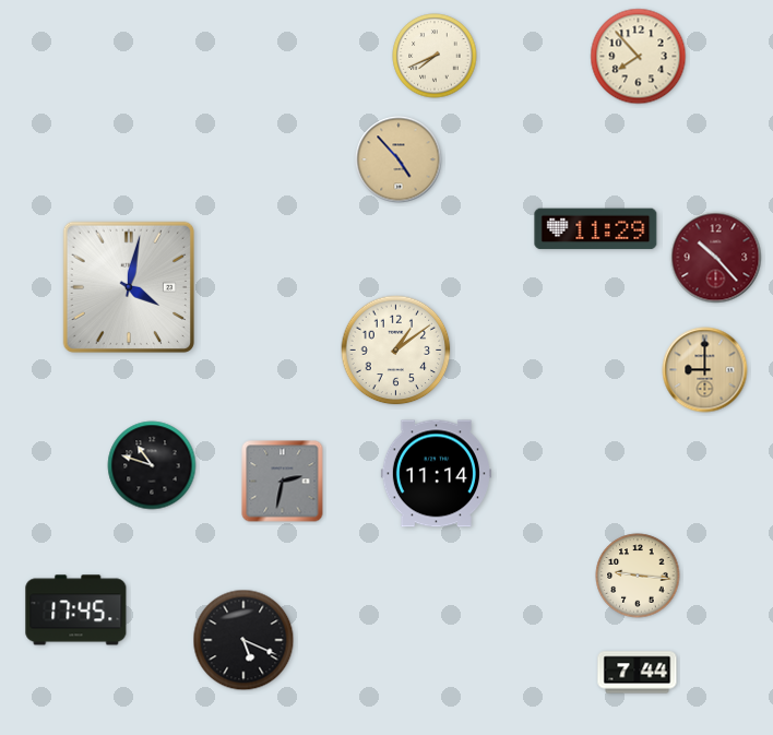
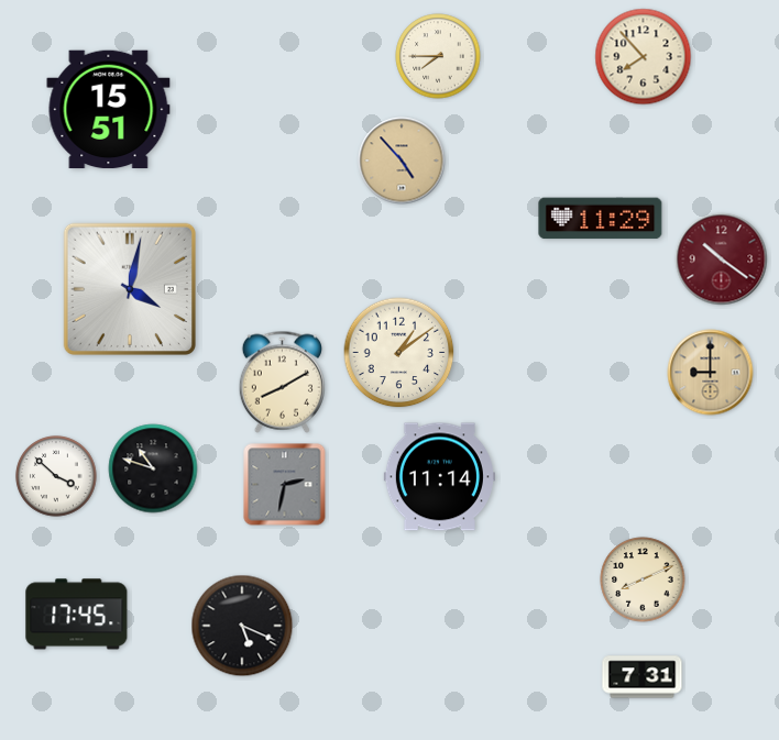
clock at (435, 56): 7:41 -> 7:45
clock at (109, 110): none -> 15:51
clock at (596, 229) position: (596, 229) -> (601, 219)
clock at (716, 258): 10:23 -> 10:21
clock at (282, 382): none -> 8:10
clock at (56, 476): none -> 3:52
clock at (638, 576): 9:16 -> 8:11
clock at (243, 640) position: (243, 640) -> (242, 626)
clock at (638, 673): 7:44 -> 7:31
